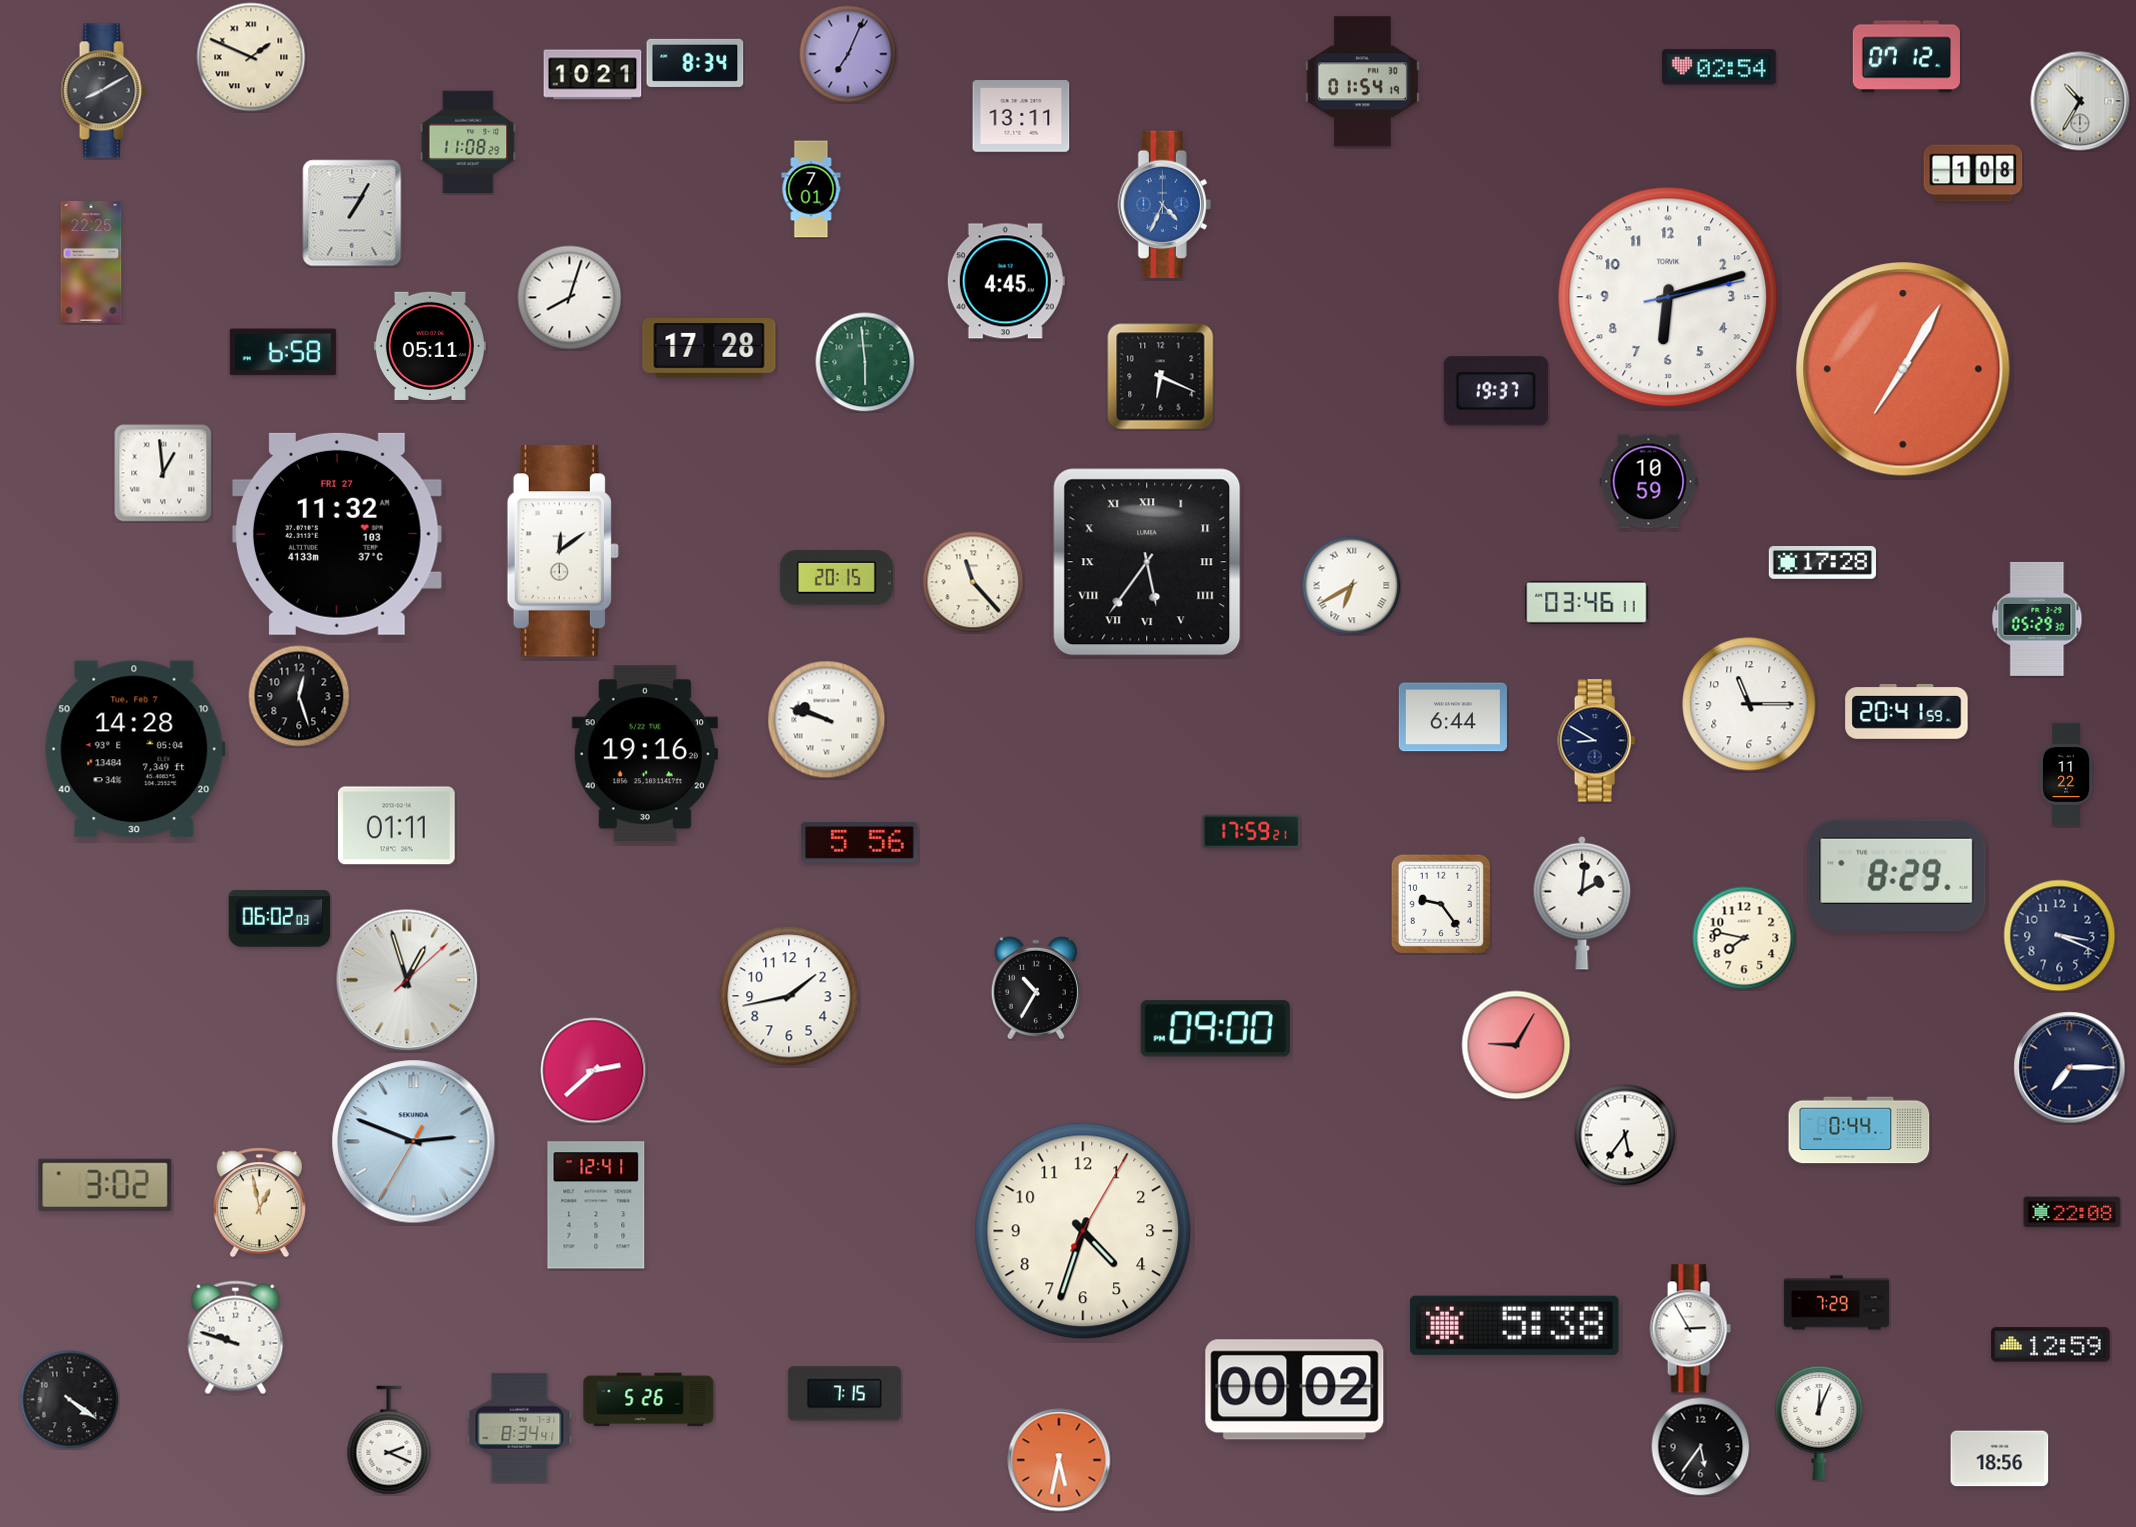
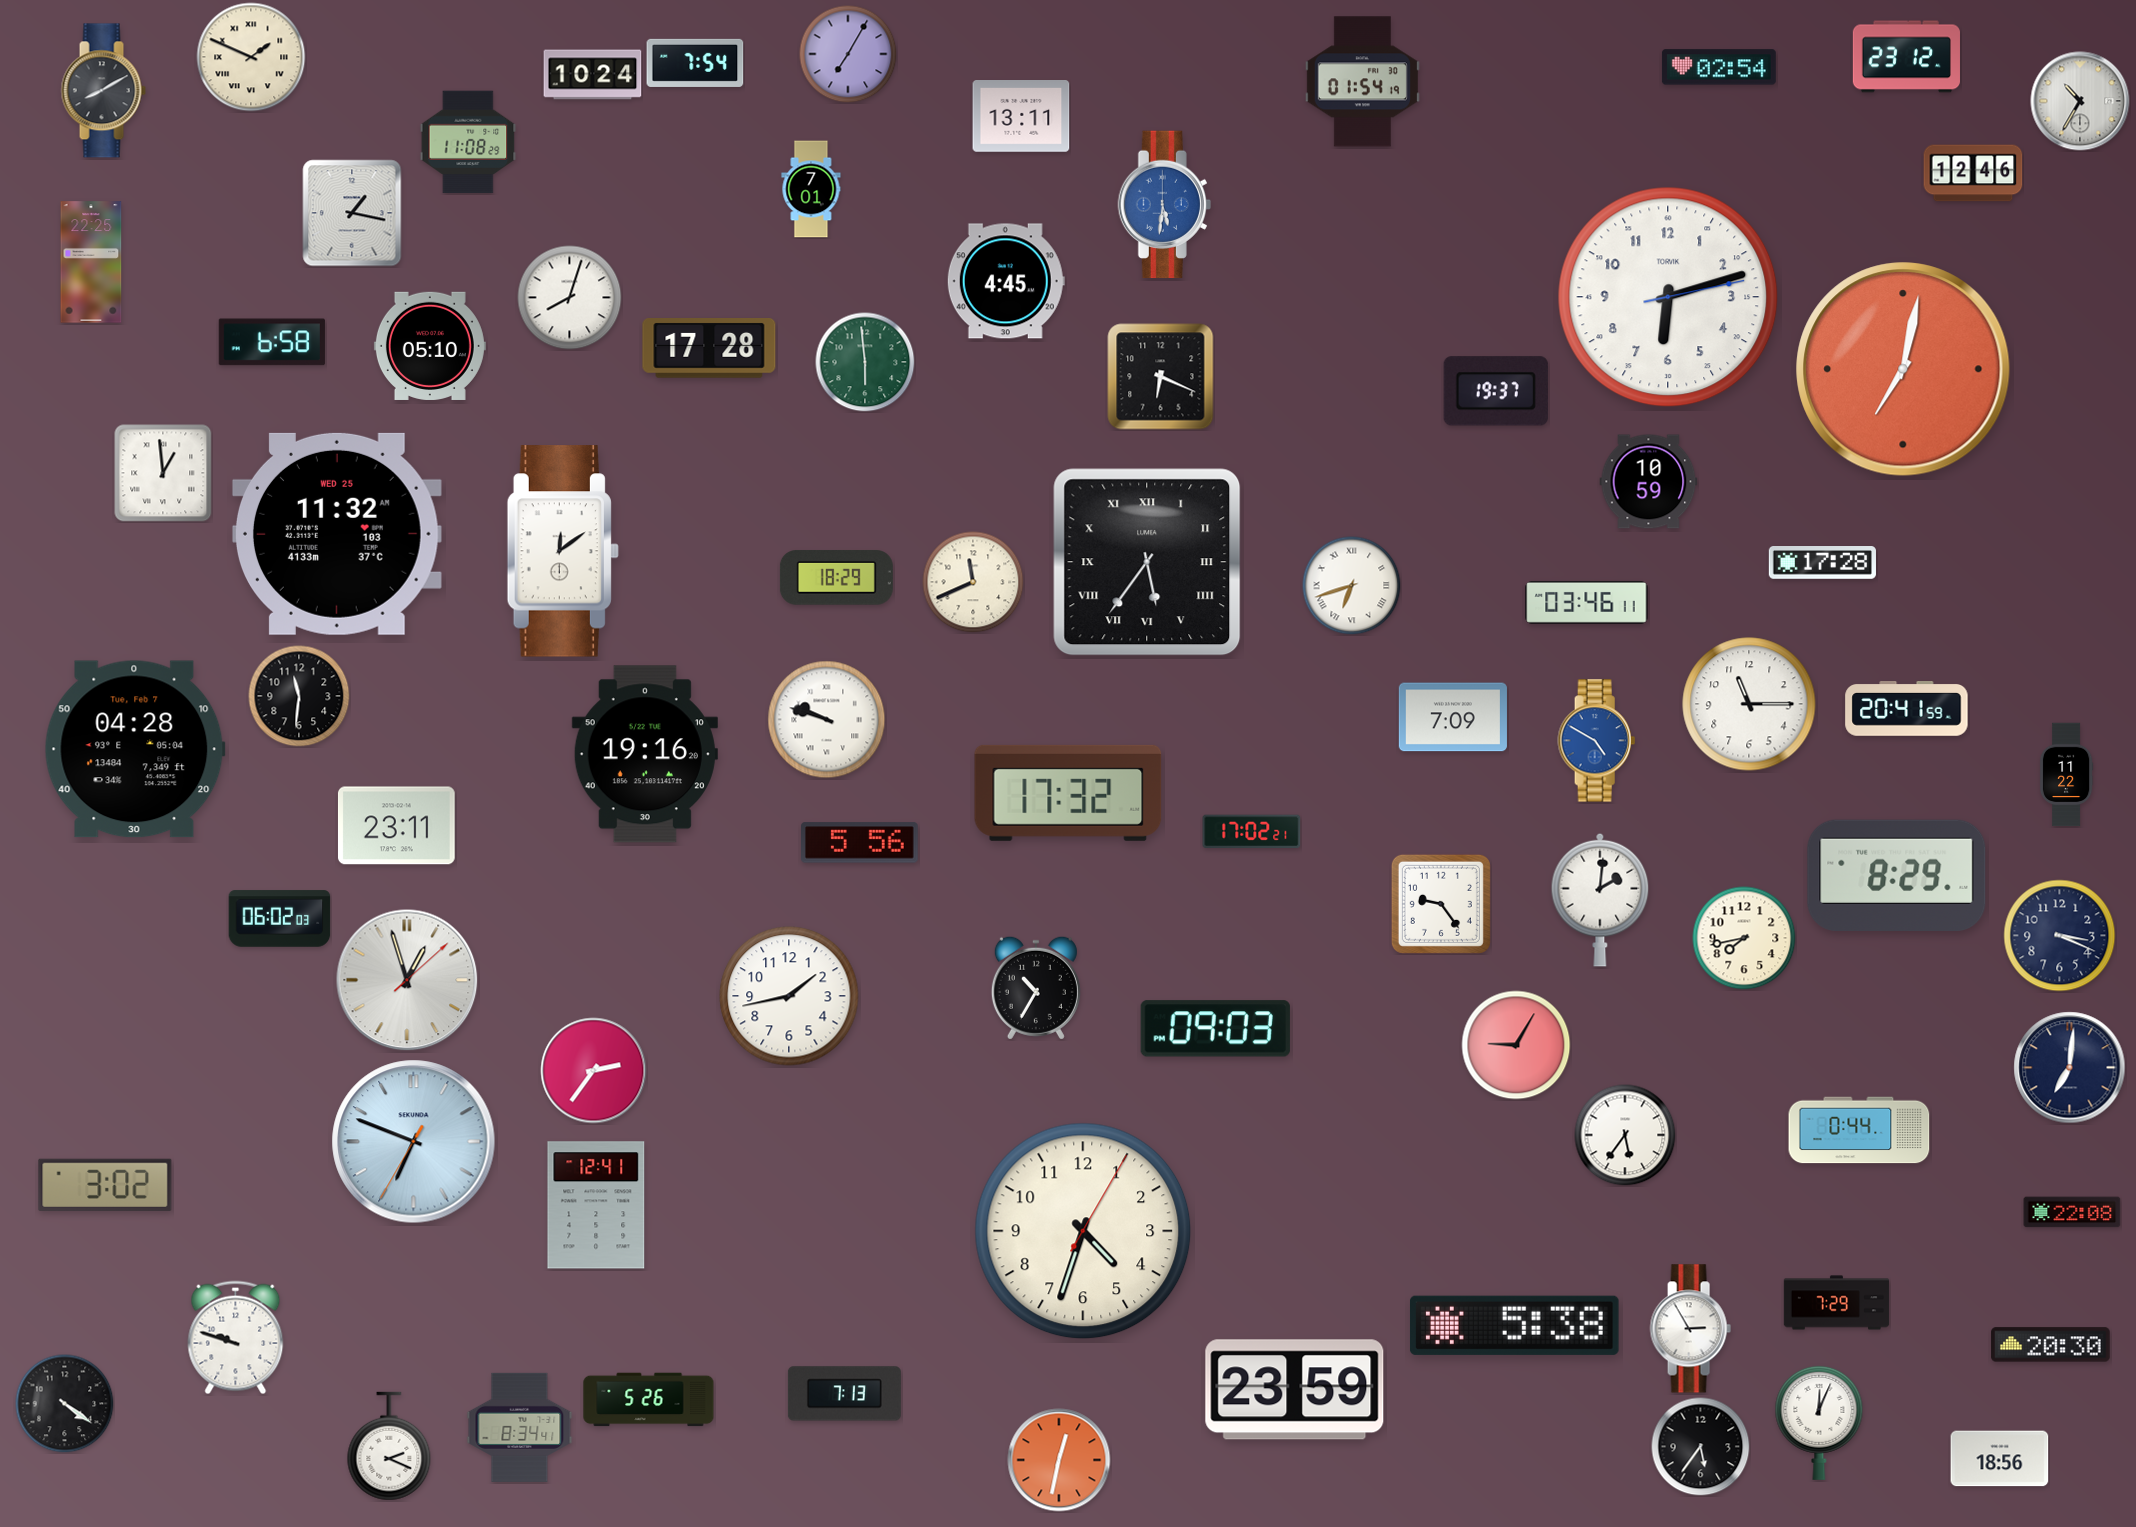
clock at (848, 54): 7:04 -> 7:05
clock at (1906, 57): 07:12 -> 23:12
clock at (695, 63): 8:34 -> 7:54
clock at (593, 75): 10:21 -> 10:24
clock at (1973, 173): 1:08 -> 12:46
clock at (1164, 205): 4:34 -> 5:31
clock at (352, 213): 1:05 -> 1:17
clock at (430, 345): 05:11 -> 05:10
clock at (283, 352) position: (283, 352) -> (272, 342)
clock at (1903, 369): 7:05 -> 7:02
clock at (337, 534) date: FRI 27 -> WED 25
clock at (836, 578): 20:15 -> 18:29
clock at (973, 582): 11:23 -> 11:41
clock at (1352, 586): 6:40 -> 6:42
clock at (2037, 619): 05:29 -> none
clock at (299, 696): 12:27 -> 11:31
clock at (1907, 712) position: (1907, 712) -> (1907, 709)
clock at (1453, 717): 6:44 -> 7:09
clock at (1597, 741): 8:50 -> 4:50
clock at (1597, 741) dial: navy -> blue
clock at (135, 749): 14:28 -> 04:28
clock at (1068, 793): none -> 17:32
clock at (396, 826): 01:11 -> 23:11
clock at (1252, 832): 17:59 -> 17:02
clock at (1582, 903) position: (1582, 903) -> (1600, 900)
clock at (1744, 938): 7:47 -> 7:43
clock at (1215, 1029): 09:00 -> 09:03
clock at (2070, 1068): 7:15 -> 7:01
clock at (594, 1071): 2:38 -> 2:36
clock at (414, 1142): 2:48 -> 6:48
clock at (259, 1203): 12:58 -> none
clock at (2051, 1345): 12:59 -> 20:30
clock at (1295, 1390): 00:02 -> 23:59
clock at (844, 1394): 7:15 -> 7:13
clock at (70, 1400) position: (70, 1400) -> (65, 1404)
clock at (389, 1440) position: (389, 1440) -> (389, 1446)
clock at (1059, 1460): 5:32 -> 12:32
